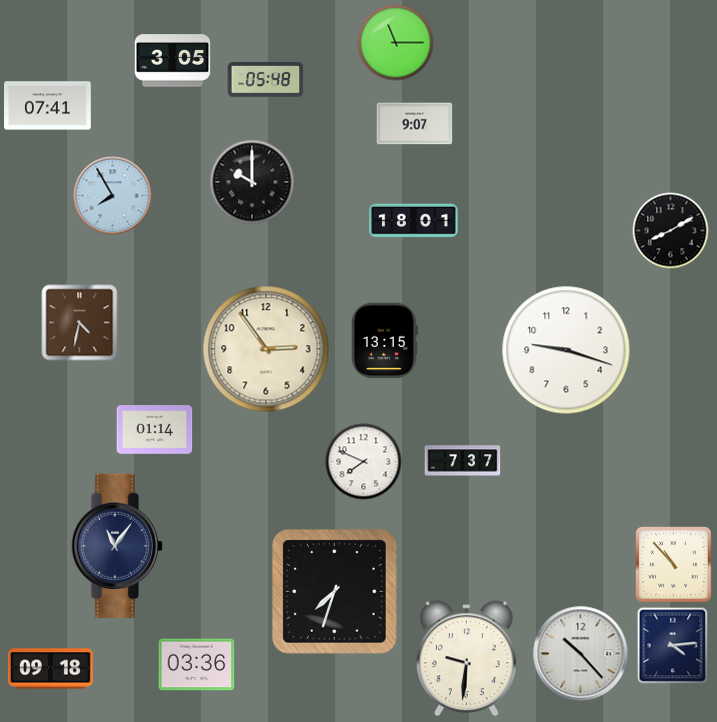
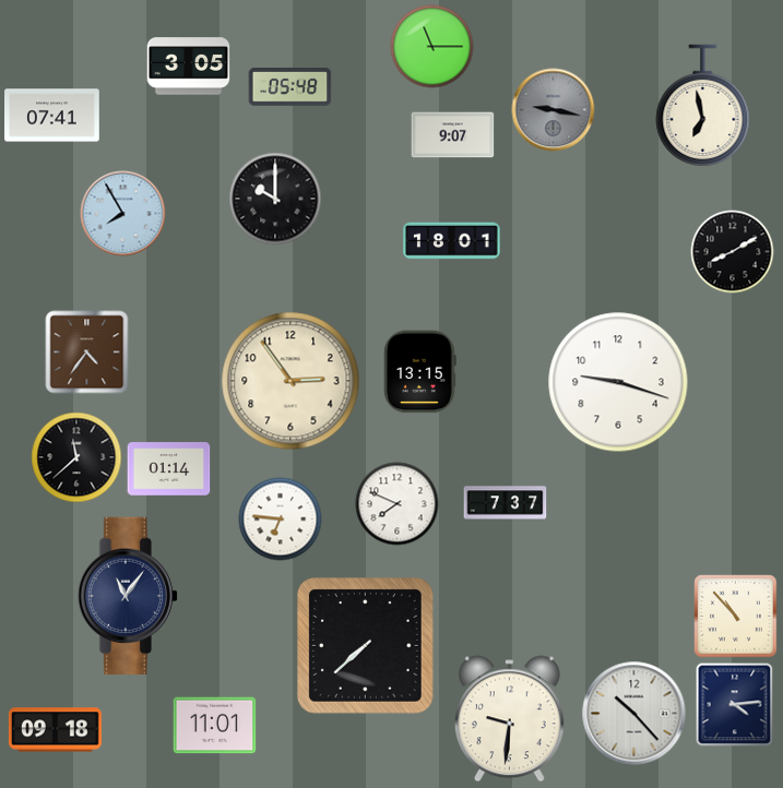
clock at (703, 106): none -> 6:58
clock at (554, 110): none -> 9:17
clock at (80, 323): 4:32 -> 4:36
clock at (76, 457): none -> 11:38
clock at (281, 520): none -> 6:46
clock at (335, 592): 7:33 -> 7:38
clock at (197, 665): 03:36 -> 11:01
